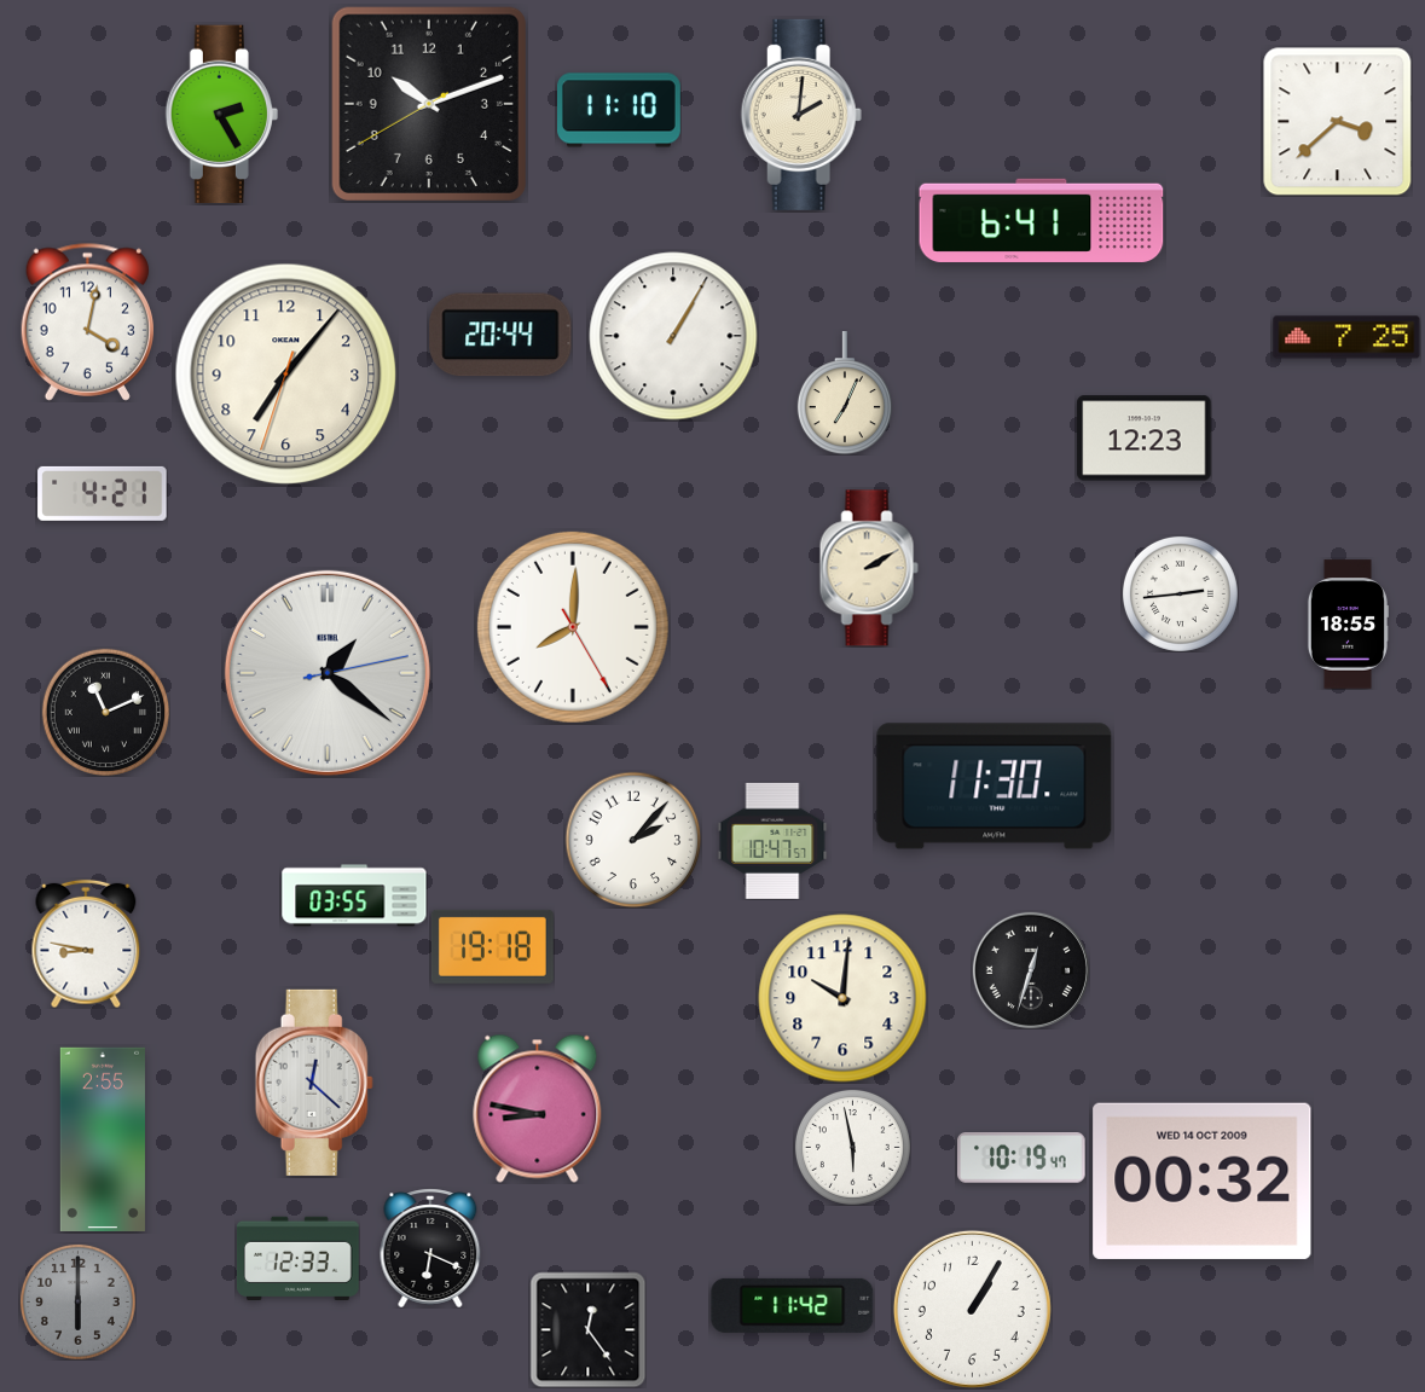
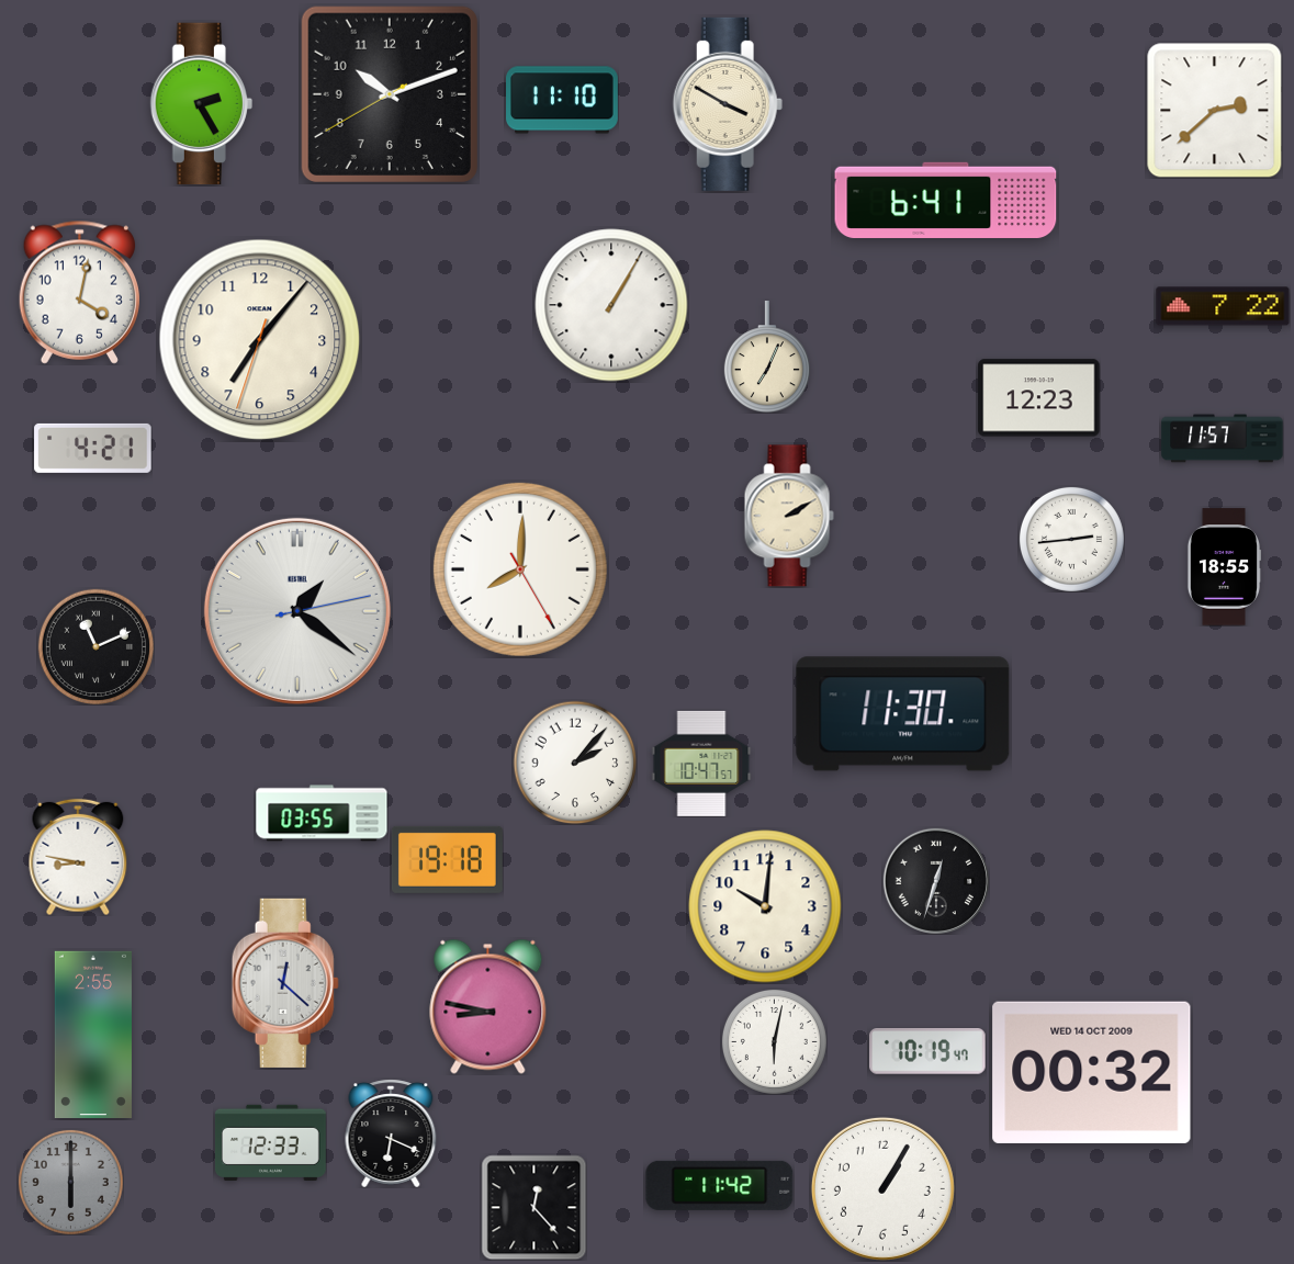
clock at (801, 115): 2:01 -> 3:50
clock at (1337, 121): 3:38 -> 2:38
clock at (500, 335): 20:44 -> none
clock at (1346, 337): 7:25 -> 7:22
clock at (1223, 439): none -> 11:57
clock at (852, 1147): 5:58 -> 6:02
clock at (587, 1329): 12:24 -> 12:23
